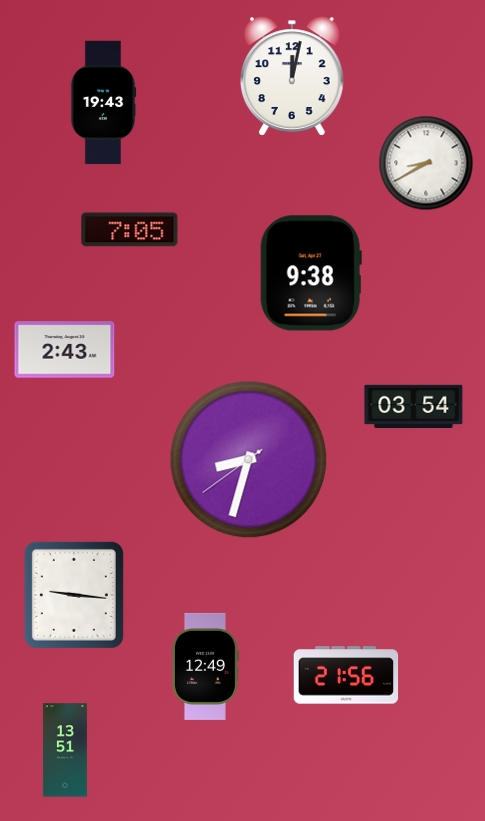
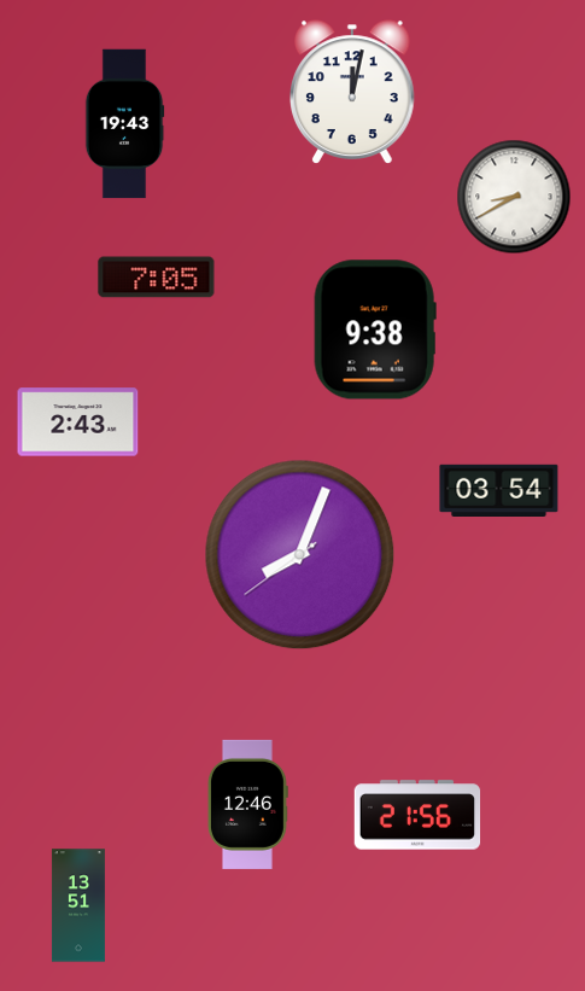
clock at (249, 460): 8:32 -> 8:03
clock at (74, 595): 9:16 -> none
clock at (206, 666): 12:49 -> 12:46
